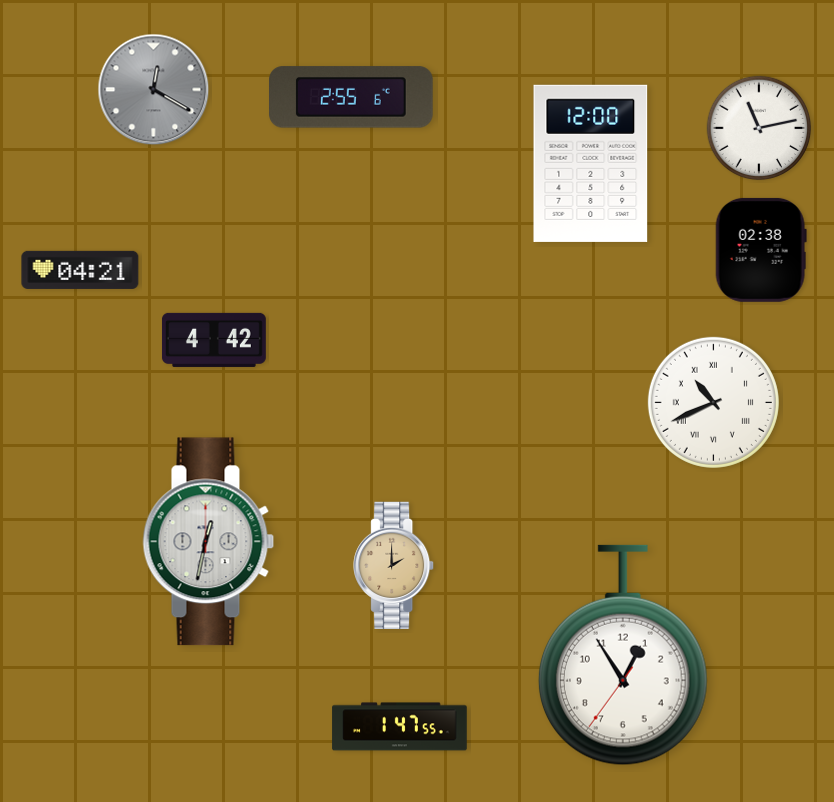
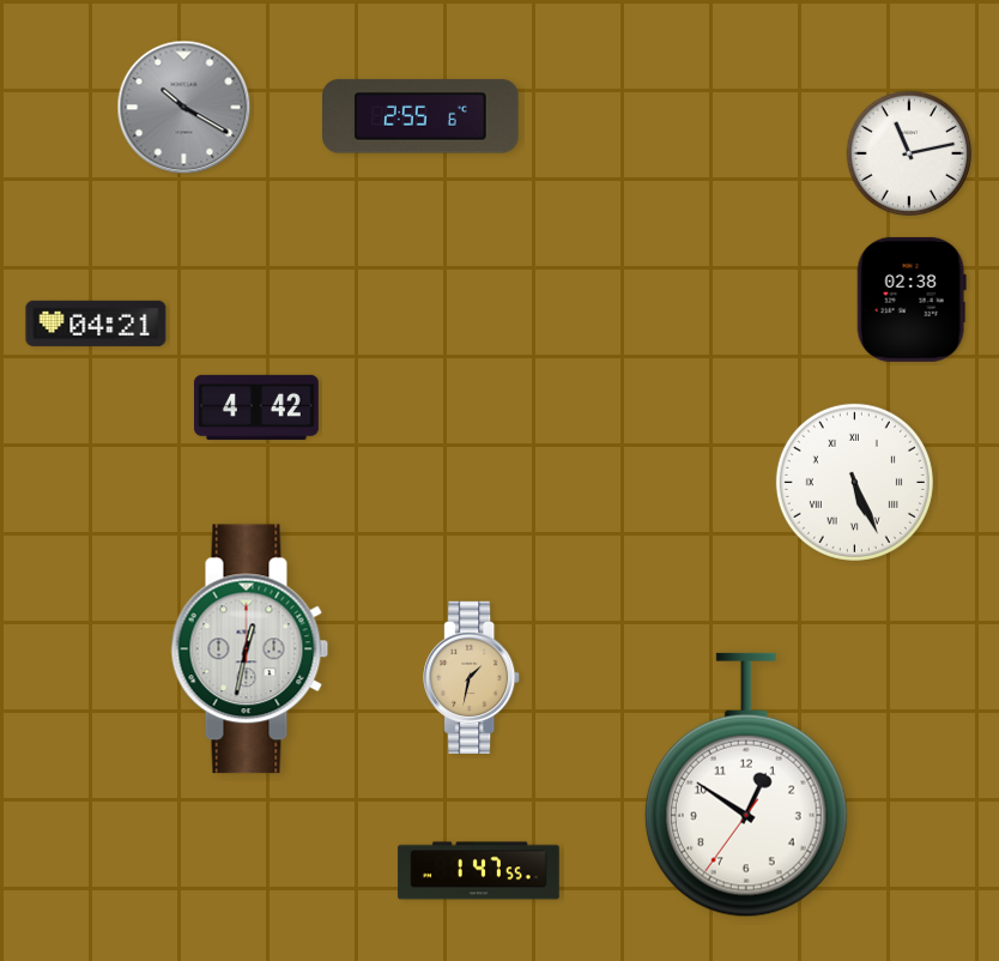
clock at (154, 90): 12:20 -> 10:20
clock at (591, 163): 12:00 -> none
clock at (713, 402): 10:41 -> 5:26
clock at (394, 565): 2:00 -> 1:32
clock at (623, 655): 12:54 -> 12:50
